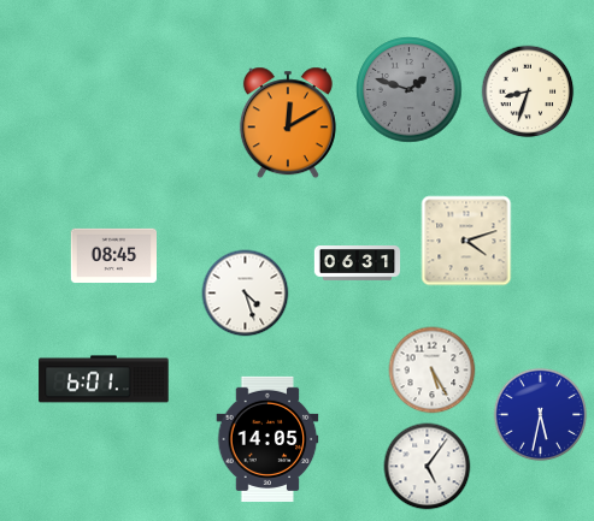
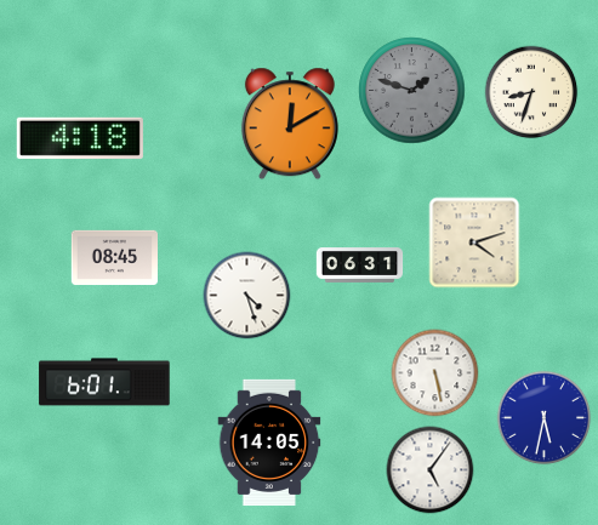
clock at (80, 138): none -> 4:18
clock at (466, 241) position: (466, 241) -> (474, 242)
clock at (433, 371): 5:25 -> 5:28
